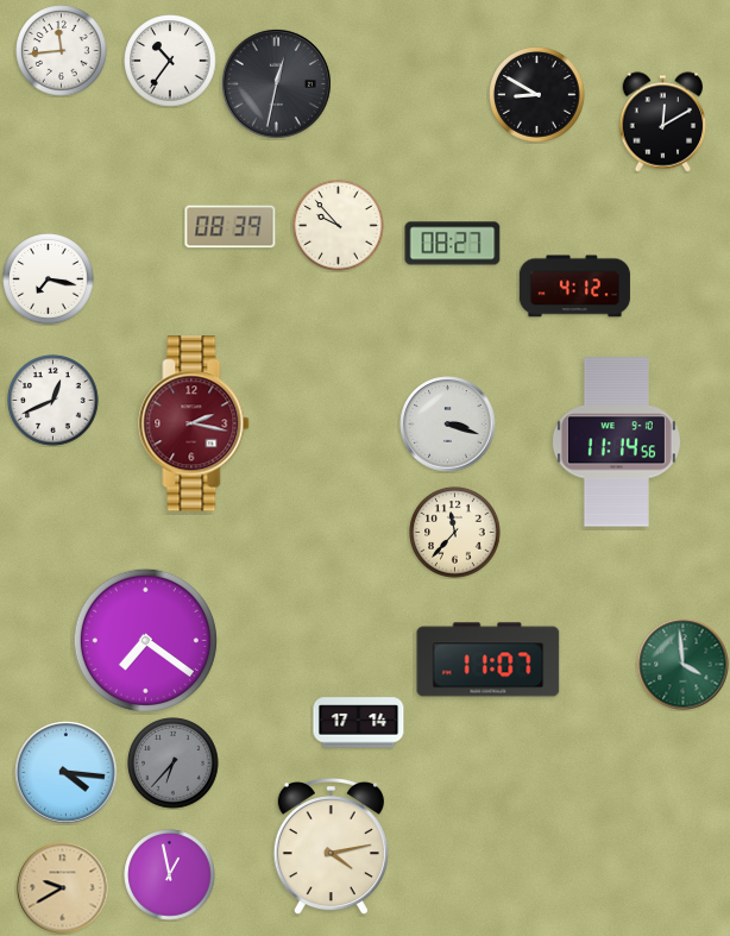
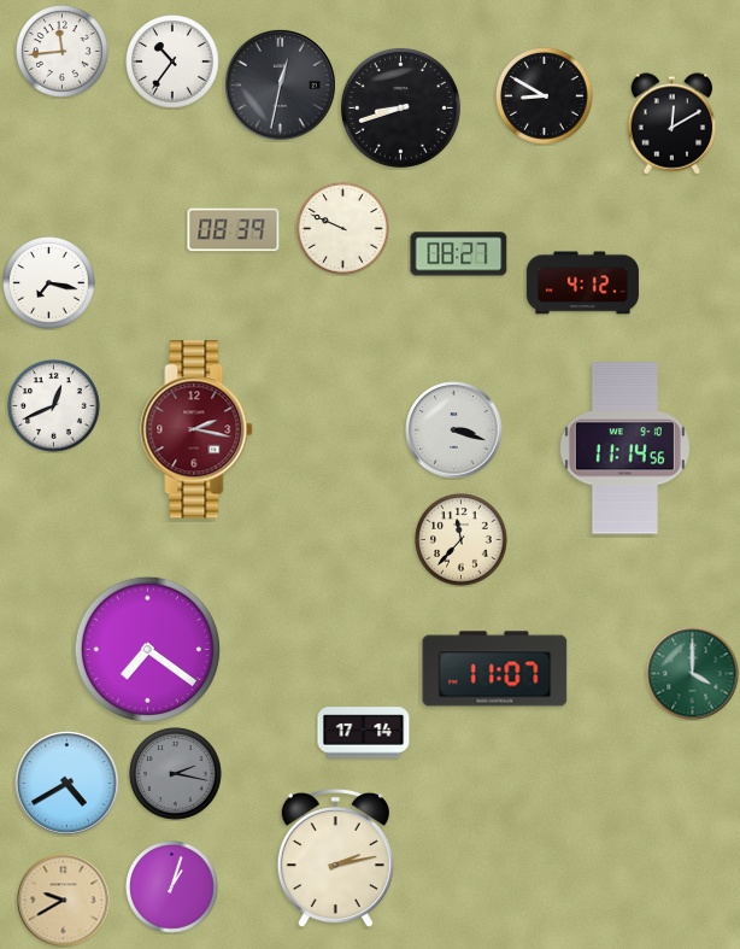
clock at (400, 107): none -> 8:42
clock at (339, 226): 9:53 -> 9:49
clock at (453, 244) position: (453, 244) -> (459, 254)
clock at (574, 287) position: (574, 287) -> (582, 283)
clock at (684, 665): 3:59 -> 4:00
clock at (174, 764): 6:37 -> 2:17
clock at (67, 773): 4:16 -> 4:40
clock at (331, 847): 4:13 -> 2:13
clock at (170, 875): 12:58 -> 1:03
